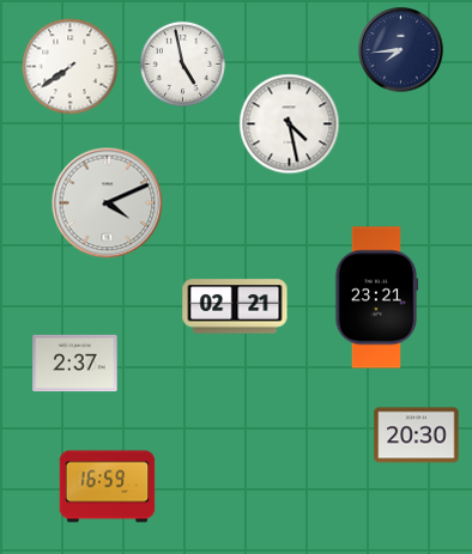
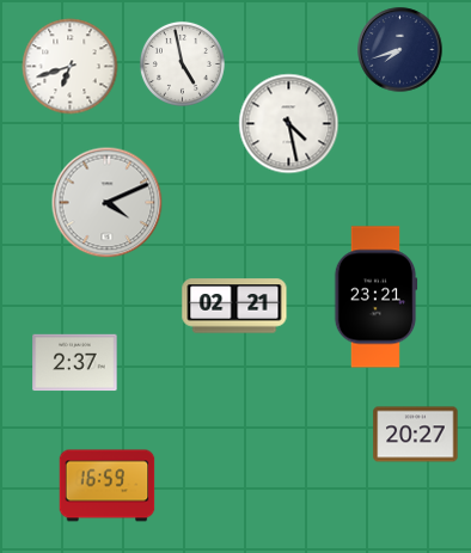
clock at (401, 50): 7:44 -> 7:42
clock at (71, 67): 7:39 -> 6:42
clock at (417, 436): 20:30 -> 20:27
